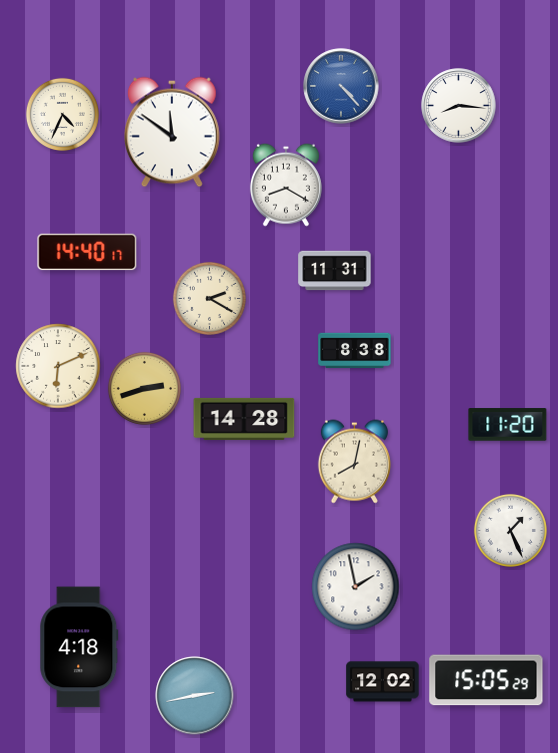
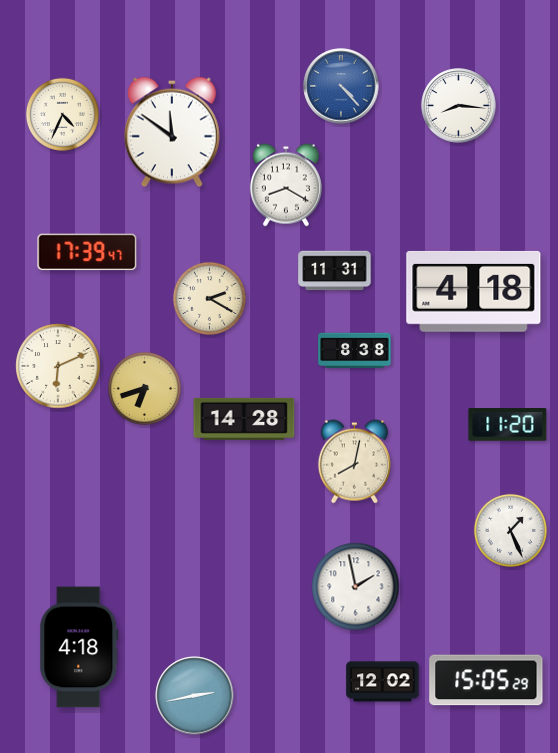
clock at (87, 252): 14:40 -> 17:39
clock at (474, 291): none -> 4:18
clock at (144, 388): 2:42 -> 6:42
